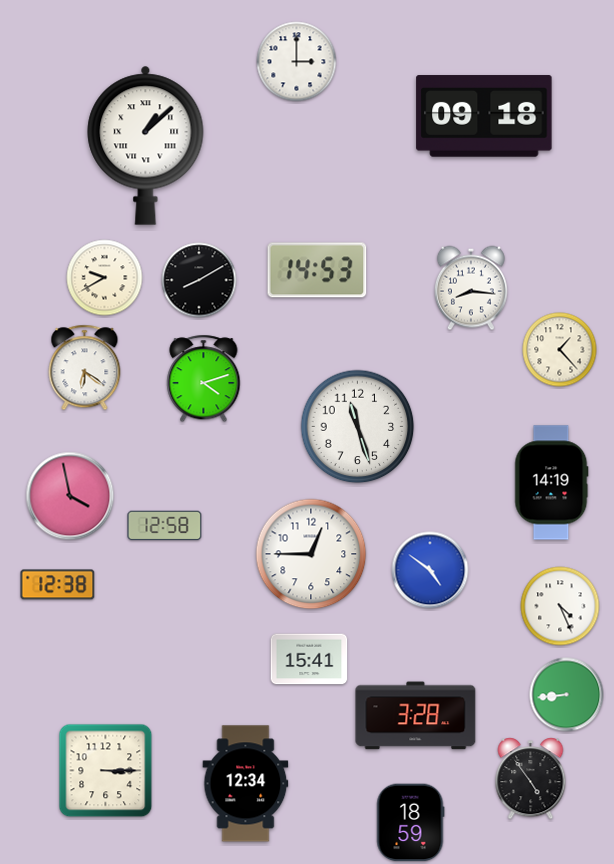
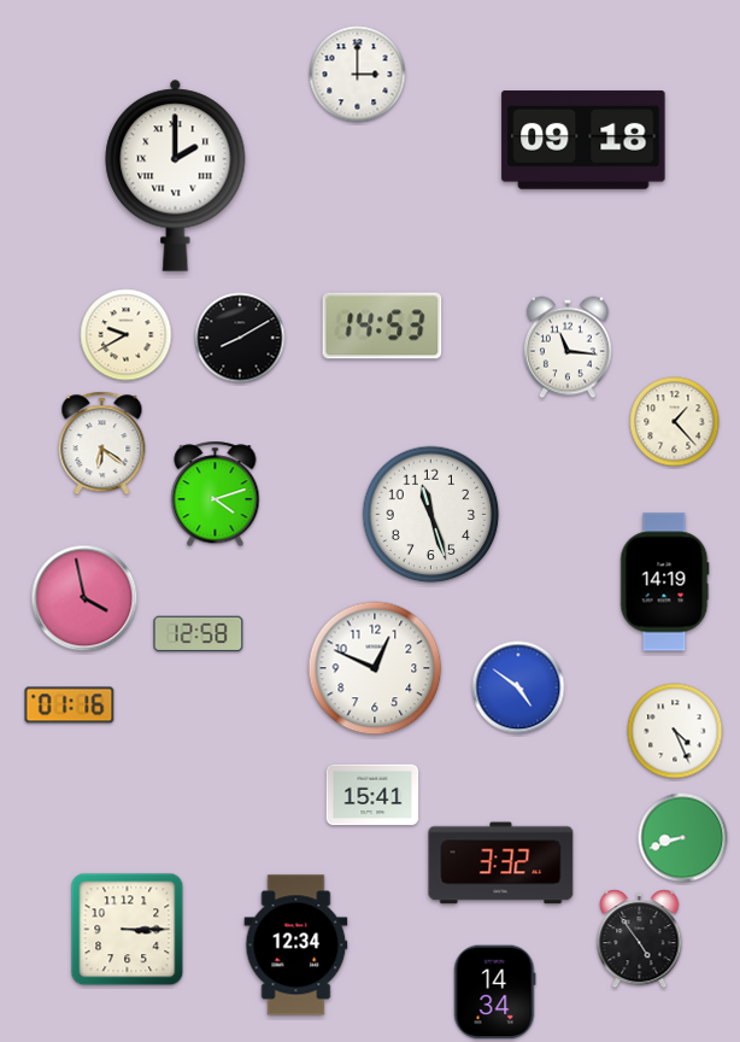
clock at (146, 145): 1:08 -> 2:00
clock at (471, 288): 8:16 -> 11:16
clock at (204, 379) position: (204, 379) -> (216, 494)
clock at (311, 554): 12:45 -> 12:49
clock at (58, 585): 12:38 -> 01:16
clock at (567, 695): 8:44 -> 8:42
clock at (416, 716): 3:28 -> 3:32
clock at (410, 823): 18:59 -> 14:34
